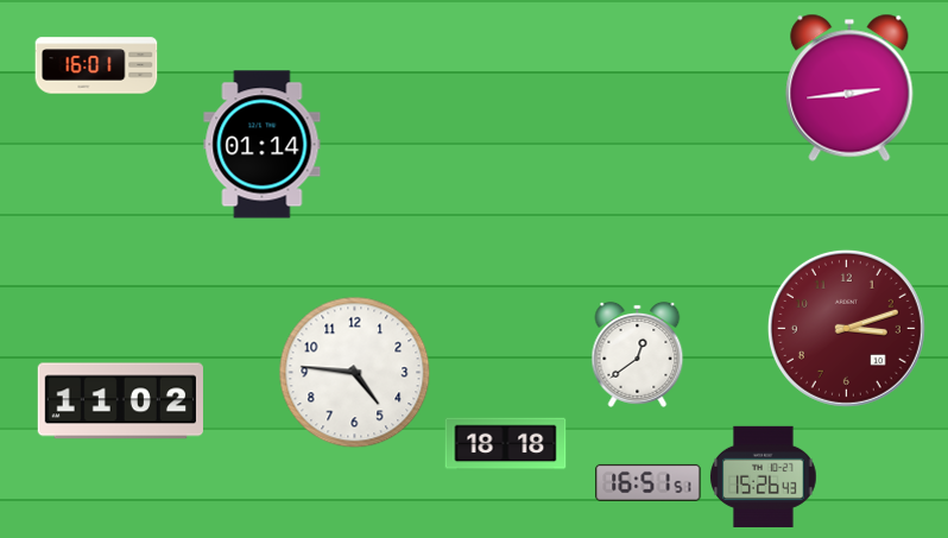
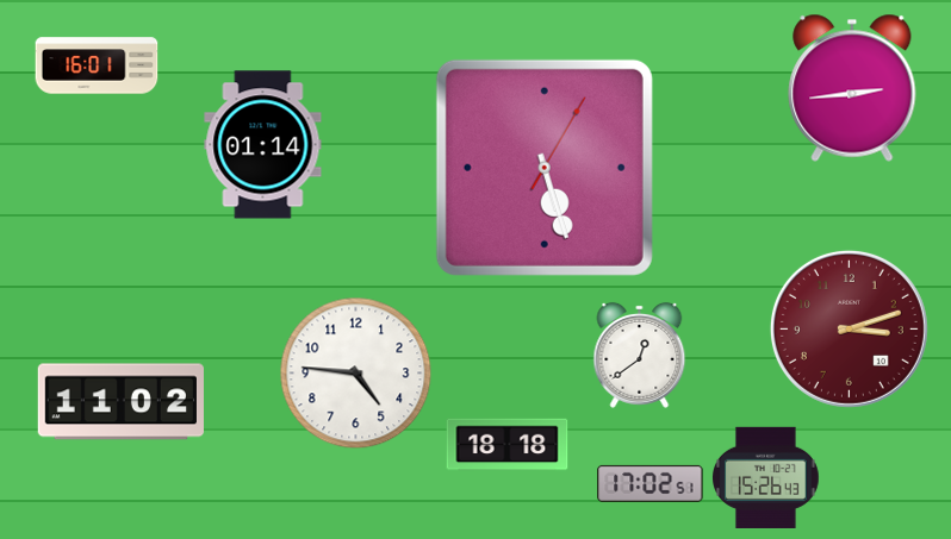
clock at (545, 168): none -> 5:27
clock at (649, 482): 16:51 -> 17:02
